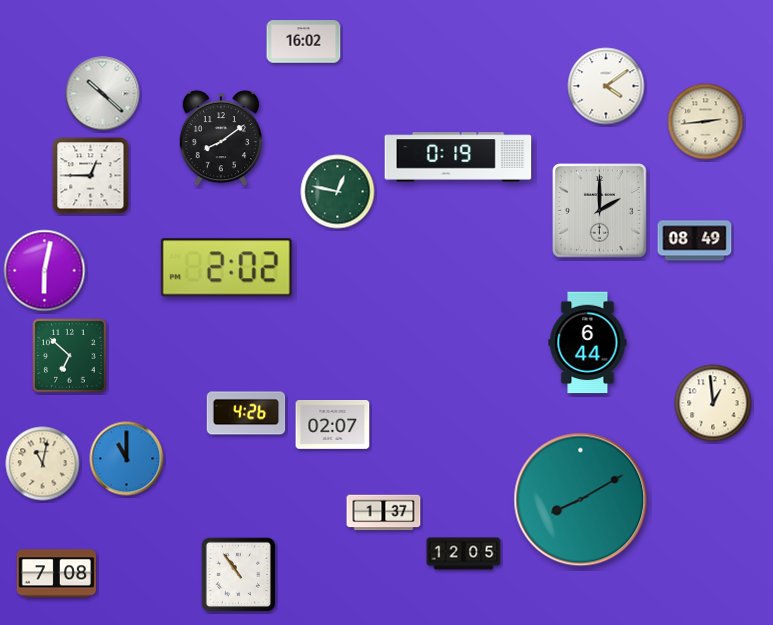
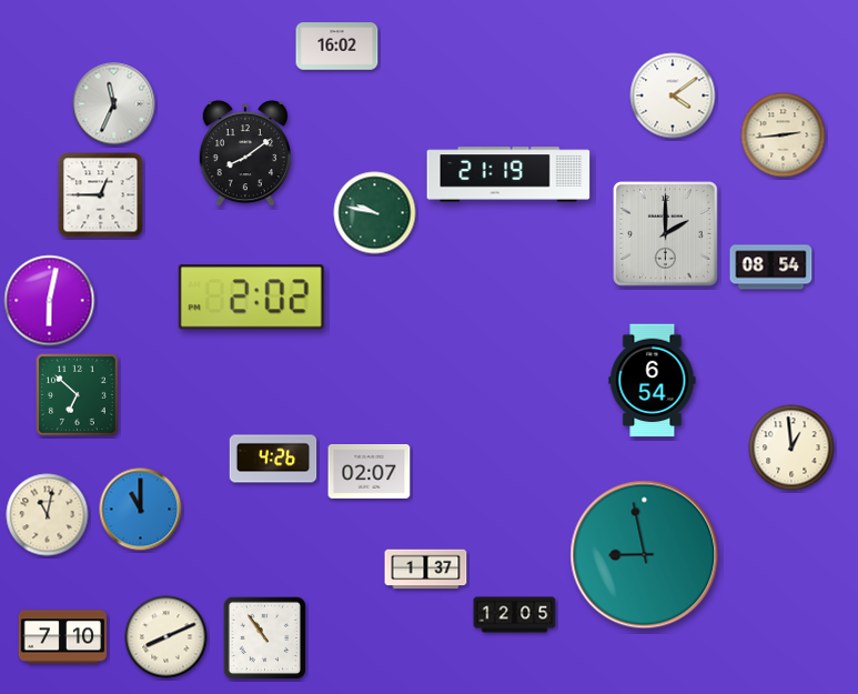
clock at (103, 94): 10:22 -> 11:34
clock at (458, 157): 0:19 -> 21:19
clock at (338, 192): 12:47 -> 9:47
clock at (695, 241): 08:49 -> 08:54
clock at (588, 343): 6:44 -> 6:54
clock at (581, 500): 8:10 -> 8:58
clock at (57, 574): 7:08 -> 7:10
clock at (166, 637): none -> 8:11
